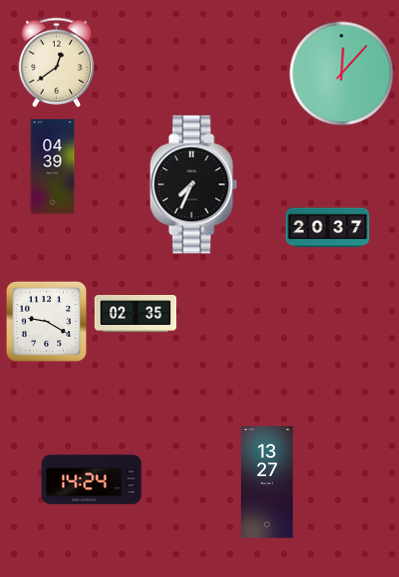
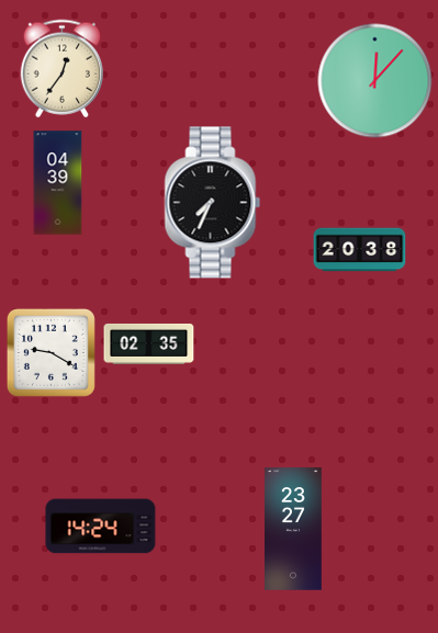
clock at (57, 63): 12:39 -> 12:36
clock at (328, 228): 20:37 -> 20:38
clock at (268, 482): 13:27 -> 23:27
